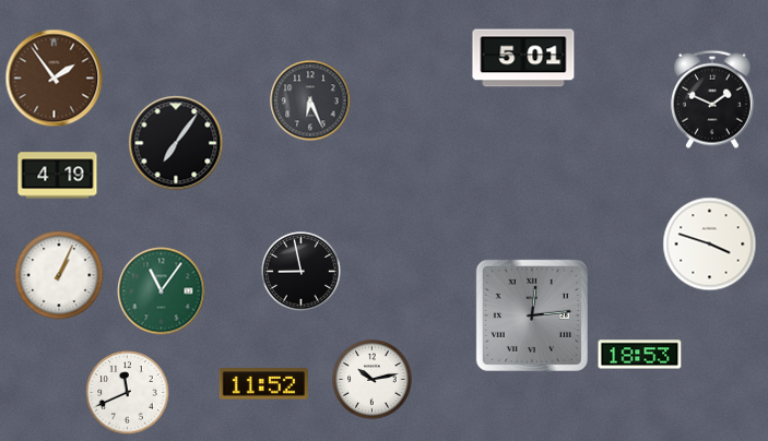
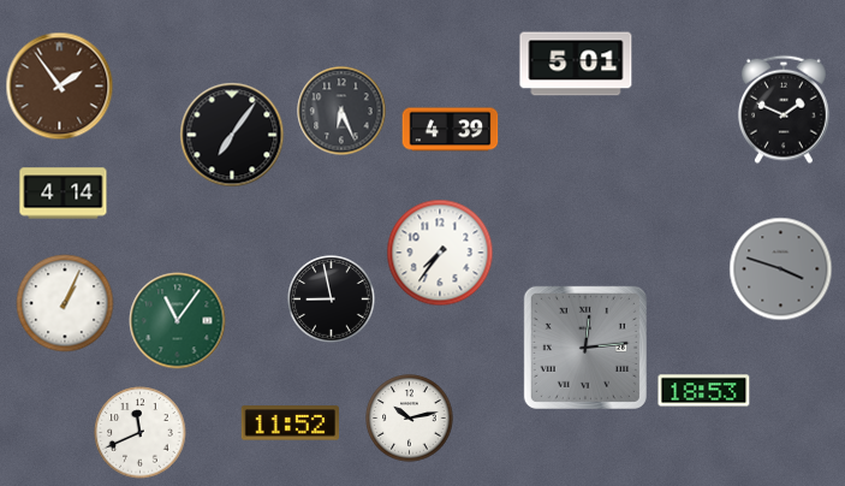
clock at (451, 130): none -> 4:39
clock at (176, 143) position: (176, 143) -> (232, 135)
clock at (58, 176): 4:19 -> 4:14
clock at (440, 253): none -> 7:36
clock at (710, 245) dial: white -> grey
